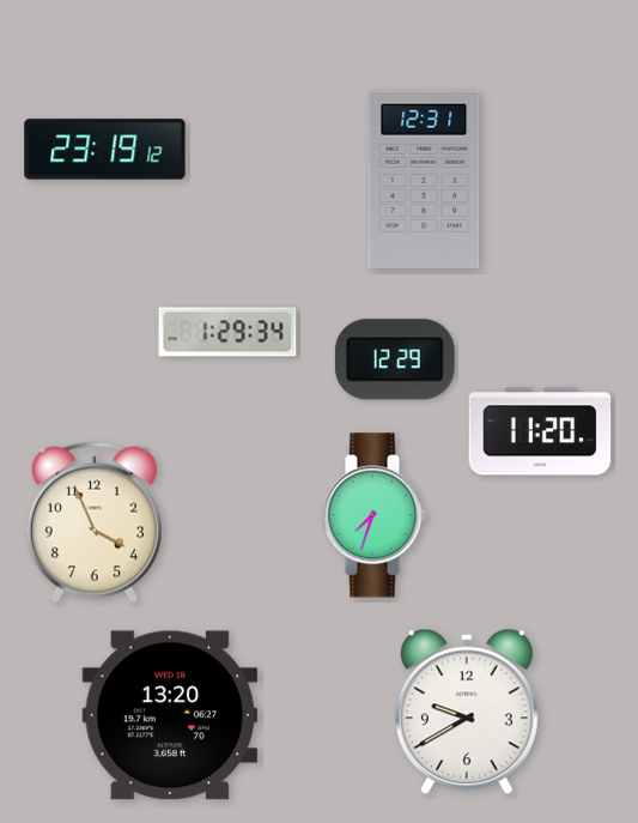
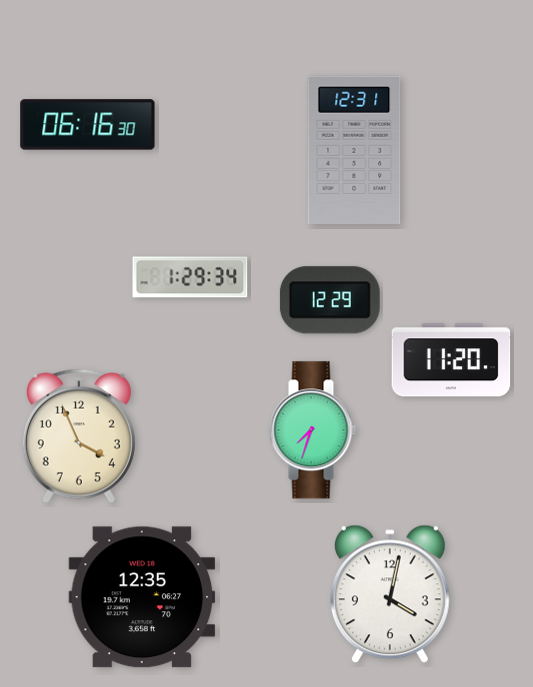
clock at (105, 150): 23:19 -> 06:16
clock at (467, 712): 9:40 -> 4:02
clock at (170, 715): 13:20 -> 12:35
